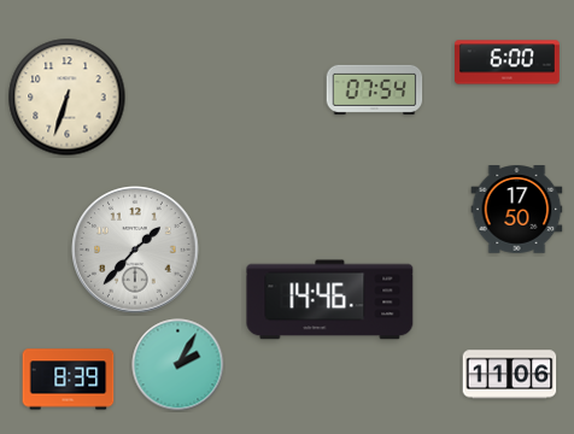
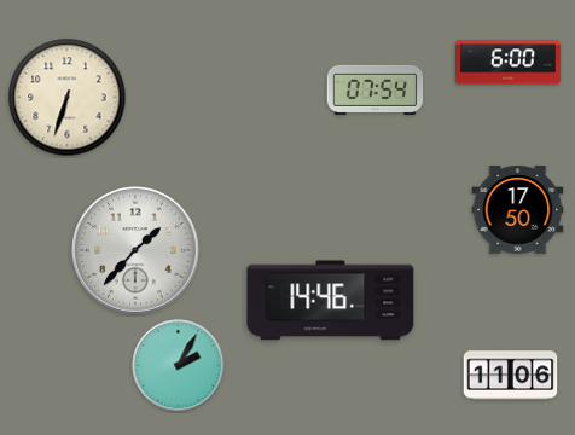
clock at (69, 380): 8:39 -> none
